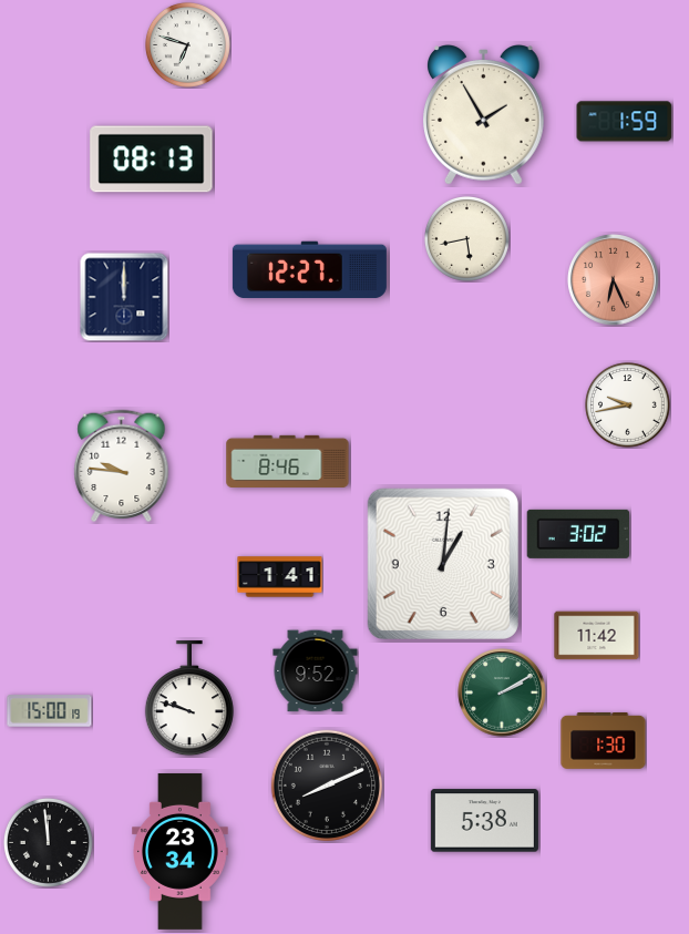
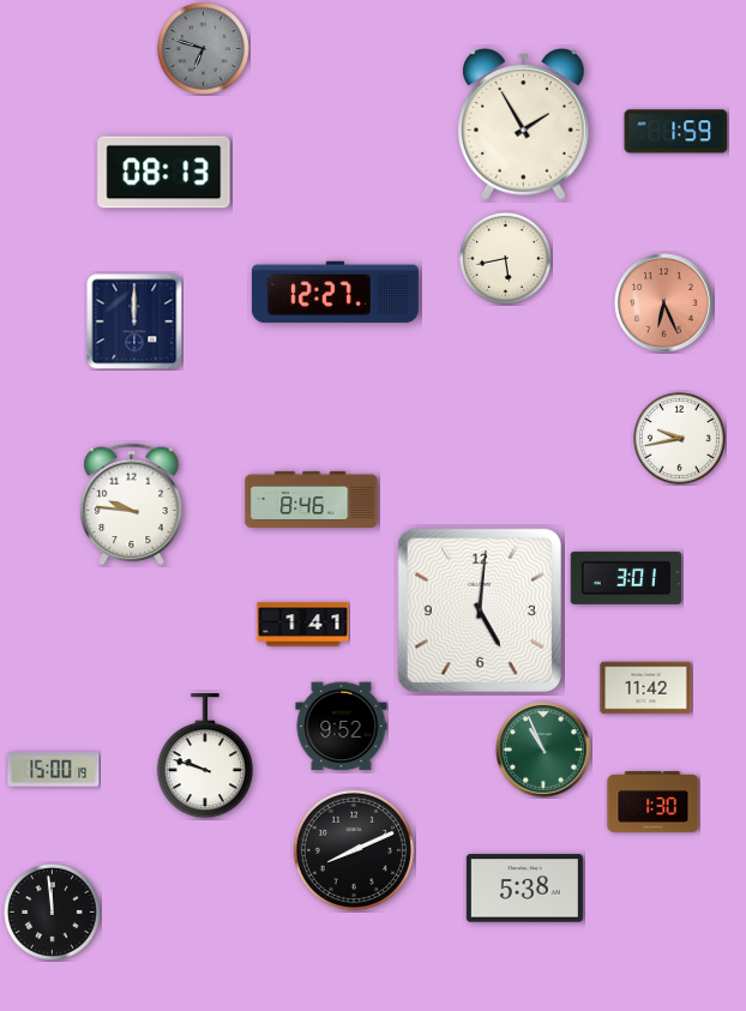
clock at (187, 44) dial: white -> grey
clock at (578, 534): 3:02 -> 3:01
clock at (443, 564): 1:01 -> 5:01
clock at (502, 692): 2:10 -> 10:56
clock at (181, 851): 23:34 -> none
